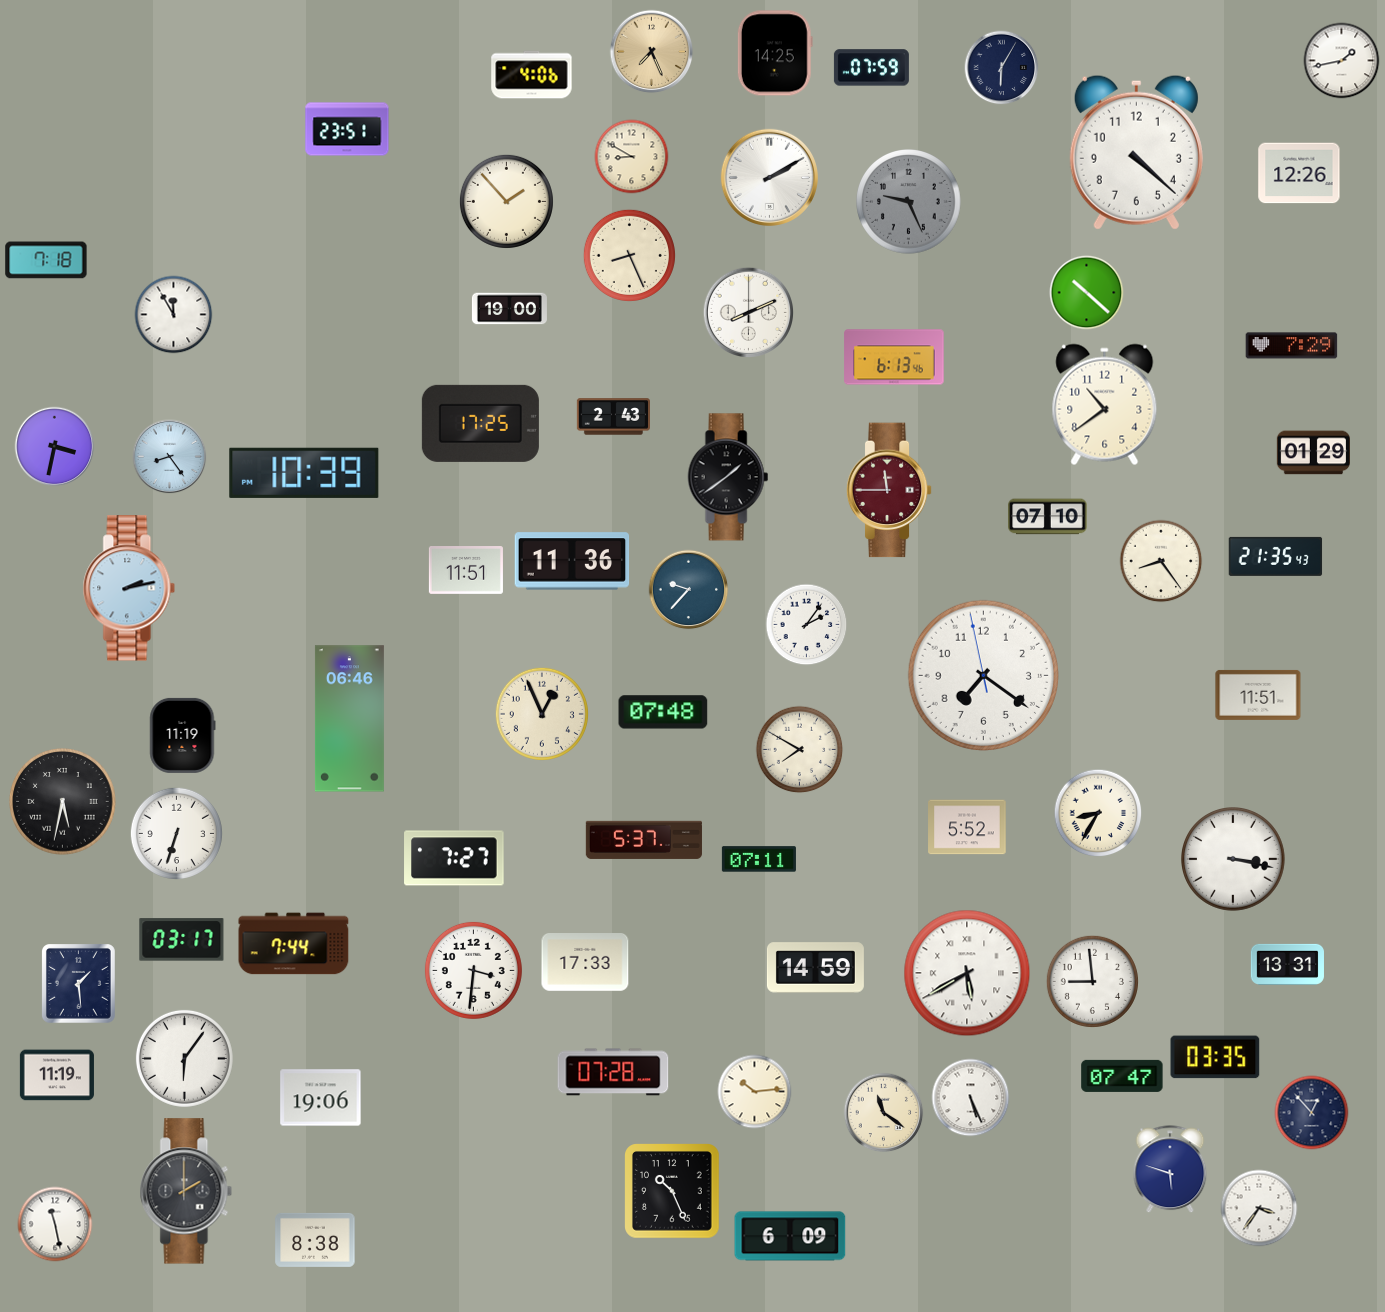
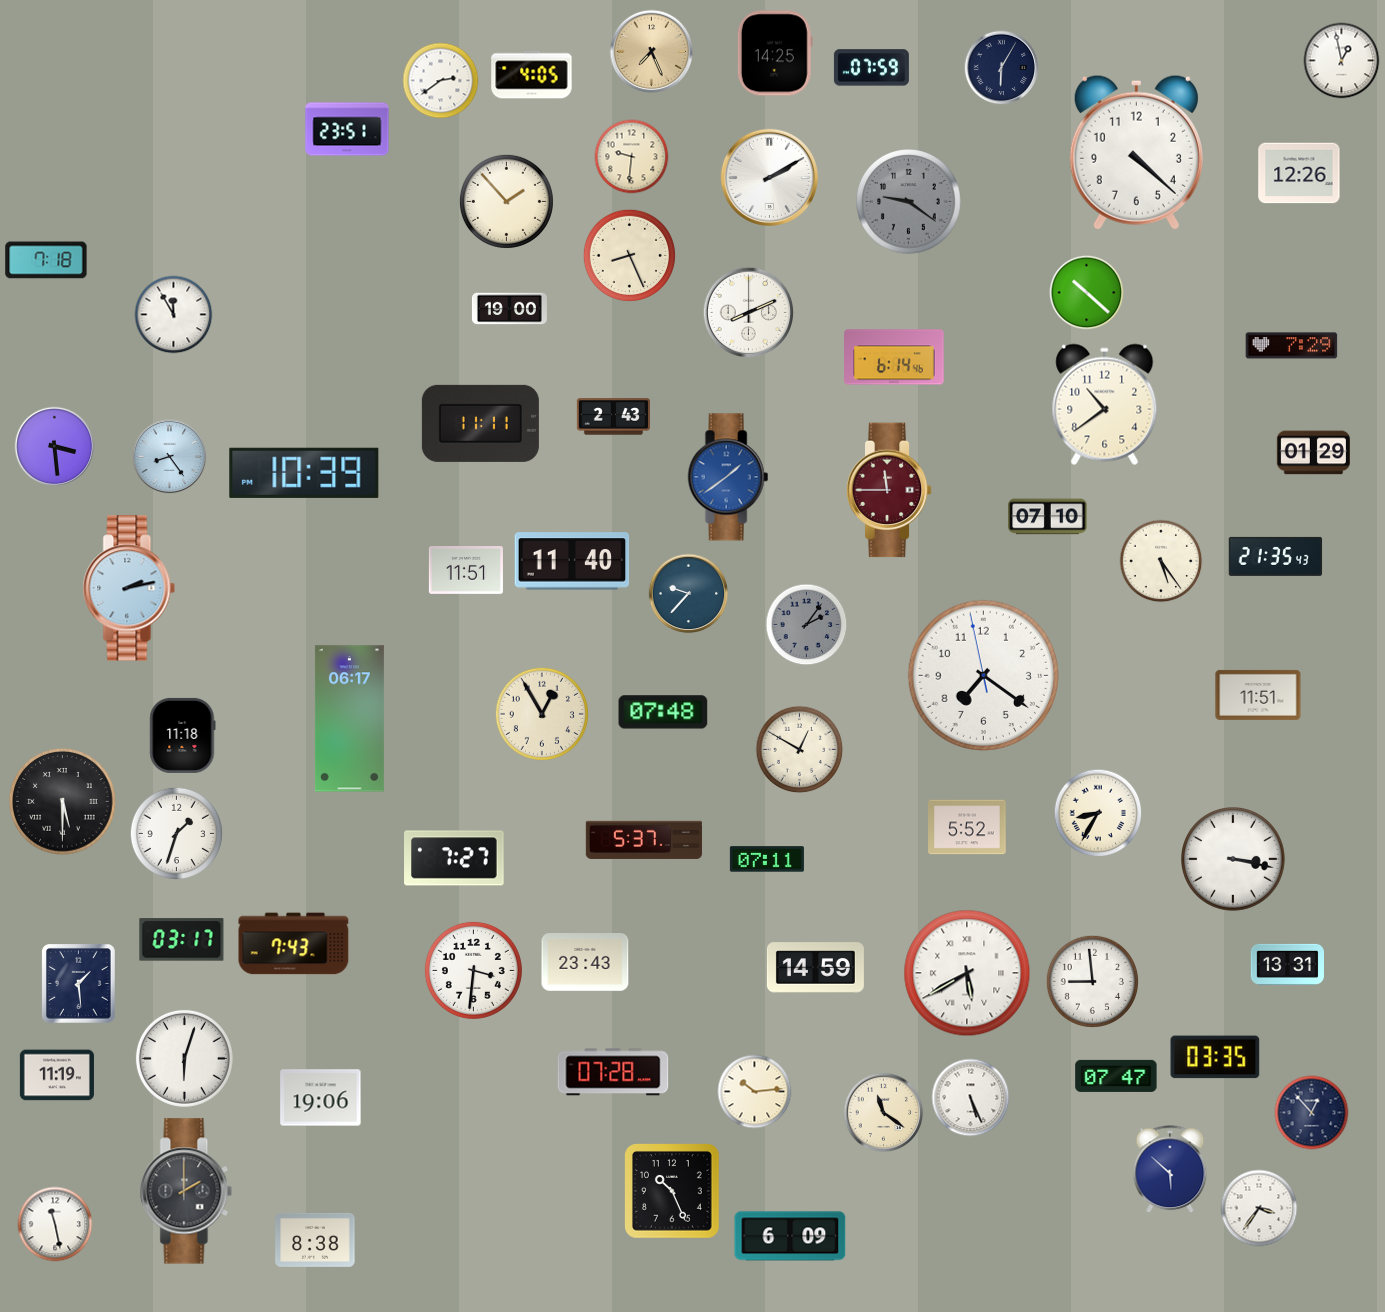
clock at (1342, 61): 1:43 -> 12:58
clock at (532, 75): 4:06 -> 4:05
clock at (441, 81): none -> 2:39
clock at (632, 157): 8:50 -> 9:31
clock at (909, 202): 9:26 -> 9:21
clock at (894, 357): 6:13 -> 6:14
clock at (480, 423): 17:25 -> 11:11
clock at (55, 447): 3:32 -> 3:29
clock at (728, 477) dial: black -> blue
clock at (572, 561): 11:36 -> 11:40
clock at (1161, 561): 8:24 -> 5:24
clock at (689, 590) position: (689, 590) -> (689, 594)
clock at (807, 625) dial: white -> grey
clock at (542, 714): 12:56 -> 12:55
clock at (349, 719): 06:46 -> 06:17
clock at (183, 735): 11:19 -> 11:18
clock at (800, 750): 7:50 -> 12:50
clock at (63, 802): 5:32 -> 5:30
clock at (176, 833): 6:33 -> 1:33
clock at (759, 859) position: (759, 859) -> (767, 859)
clock at (294, 944): 7:44 -> 7:43
clock at (585, 963): 17:33 -> 23:43
clock at (184, 1058): 6:06 -> 6:03
clock at (1122, 1076) position: (1122, 1076) -> (1116, 1076)
clock at (1170, 1170): 5:48 -> 5:52
